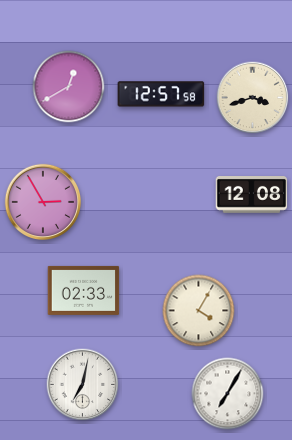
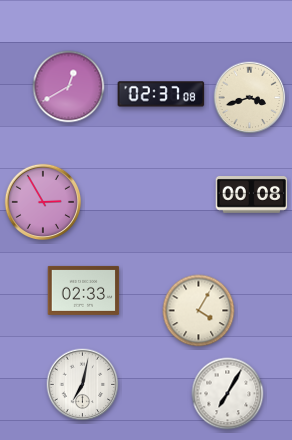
clock at (161, 94): 12:57 -> 02:37
clock at (253, 98) position: (253, 98) -> (250, 98)
clock at (252, 195): 12:08 -> 00:08
